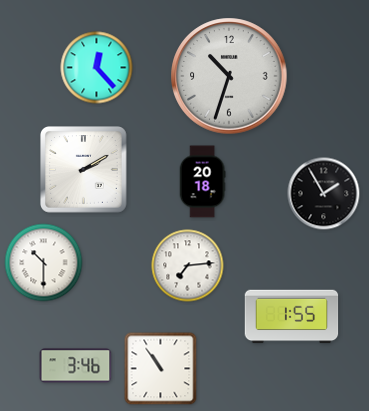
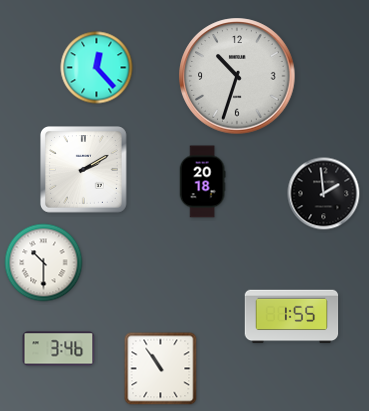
clock at (229, 76) position: (229, 76) -> (237, 76)
clock at (324, 194): 1:55 -> 1:59
clock at (188, 266): 7:14 -> none
clock at (76, 366) position: (76, 366) -> (59, 349)
